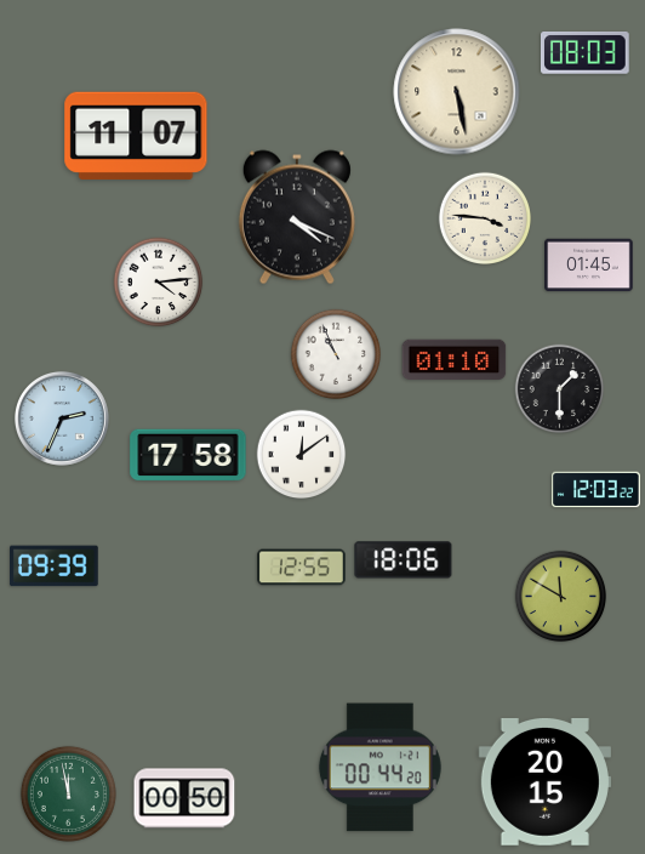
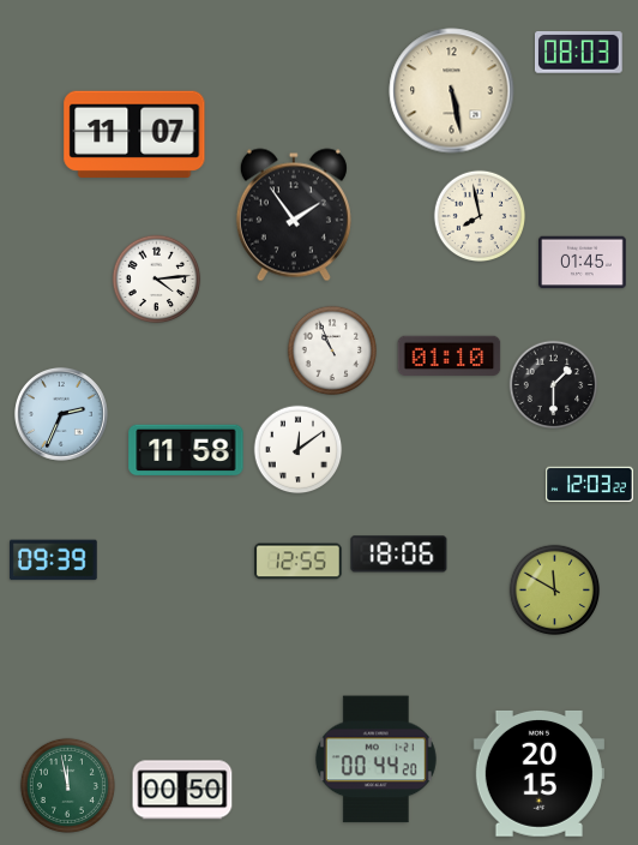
clock at (297, 217): 4:19 -> 1:54
clock at (484, 217): 3:46 -> 7:58
clock at (188, 455): 17:58 -> 11:58
